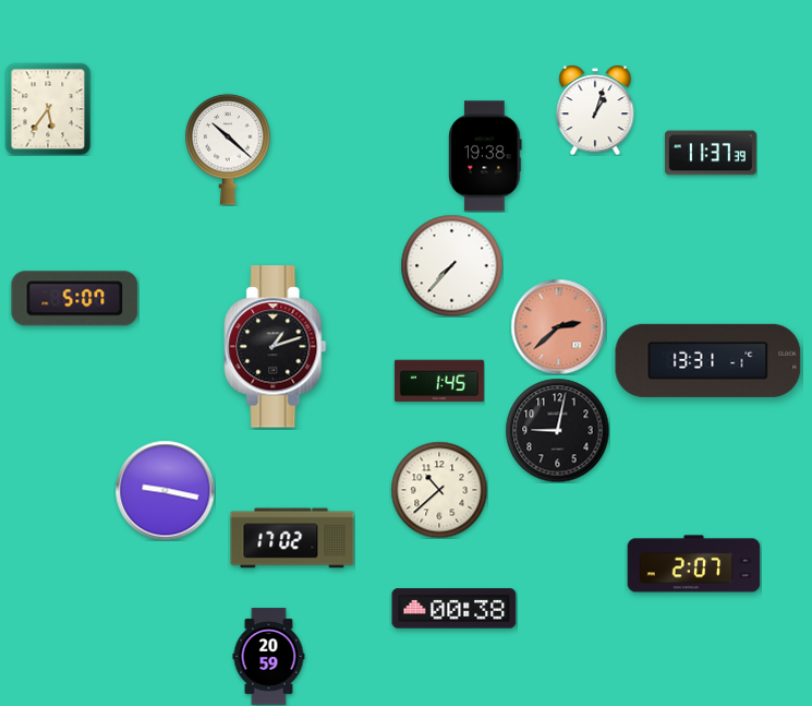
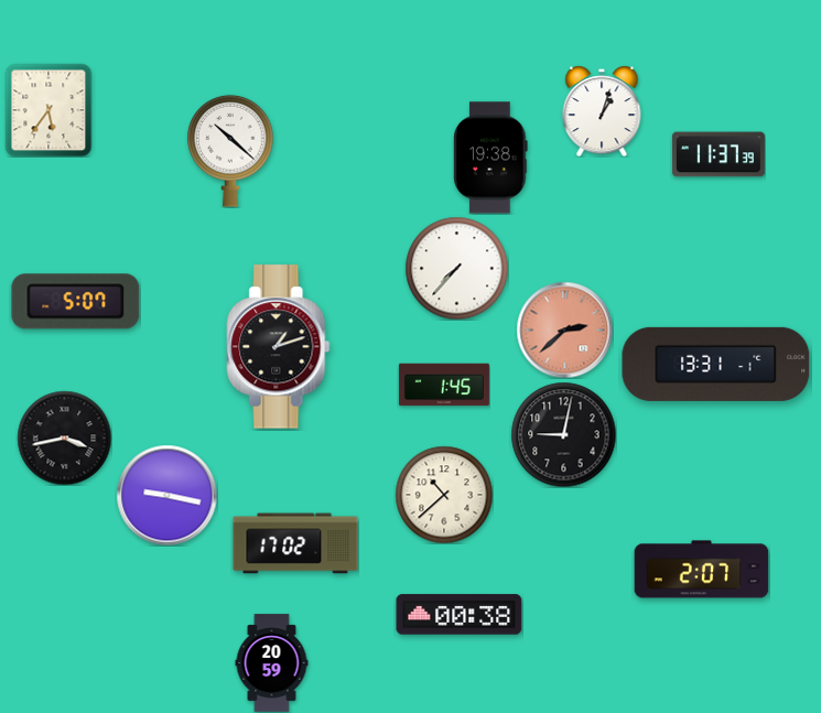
clock at (276, 347) position: (276, 347) -> (279, 347)
clock at (64, 437): none -> 3:43
